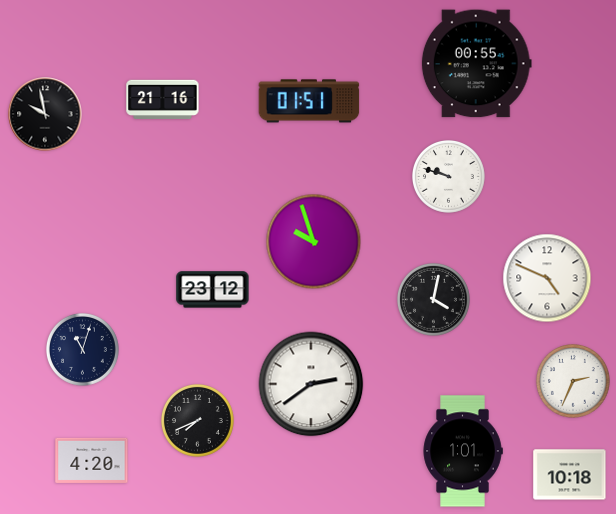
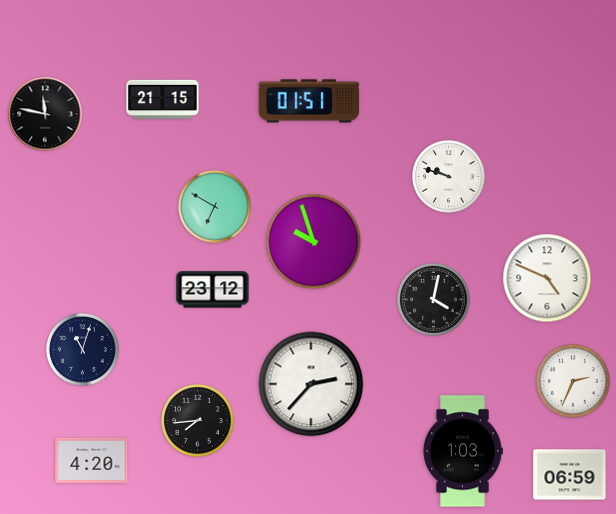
clock at (476, 64): 00:55 -> none
clock at (163, 100): 21:16 -> 21:15
clock at (45, 114): 9:58 -> 11:47
clock at (215, 207): none -> 6:50
clock at (311, 384): 2:39 -> 2:37
clock at (198, 421): 7:41 -> 7:44
clock at (463, 451): 1:01 -> 1:03
clock at (570, 475): 10:18 -> 06:59
